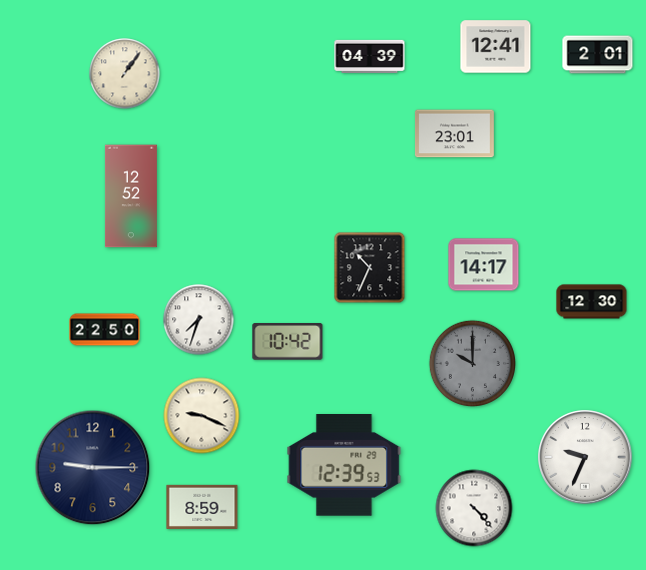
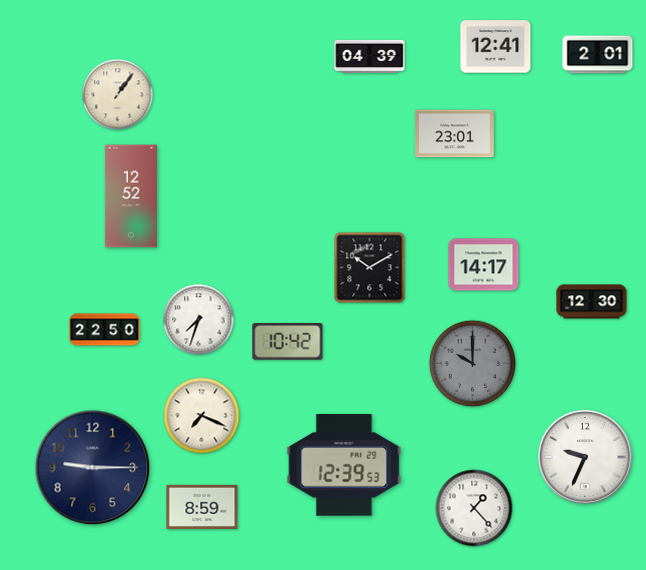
clock at (125, 74) position: (125, 74) -> (118, 95)
clock at (370, 268): 10:34 -> 10:10
clock at (202, 416): 9:19 -> 7:19
clock at (474, 508): 4:23 -> 1:23
